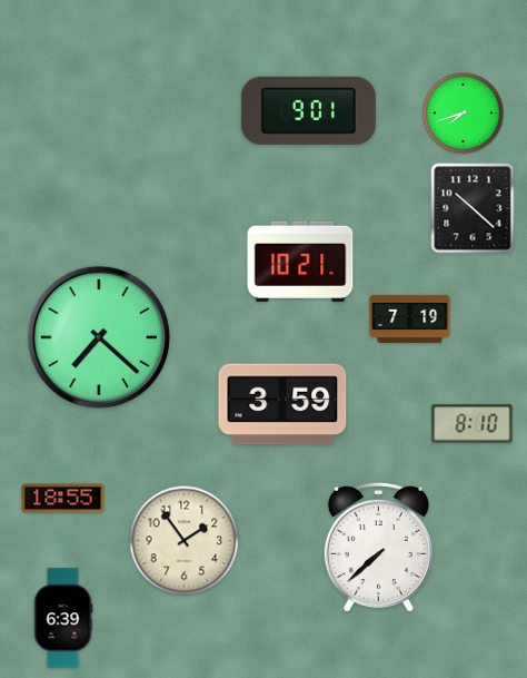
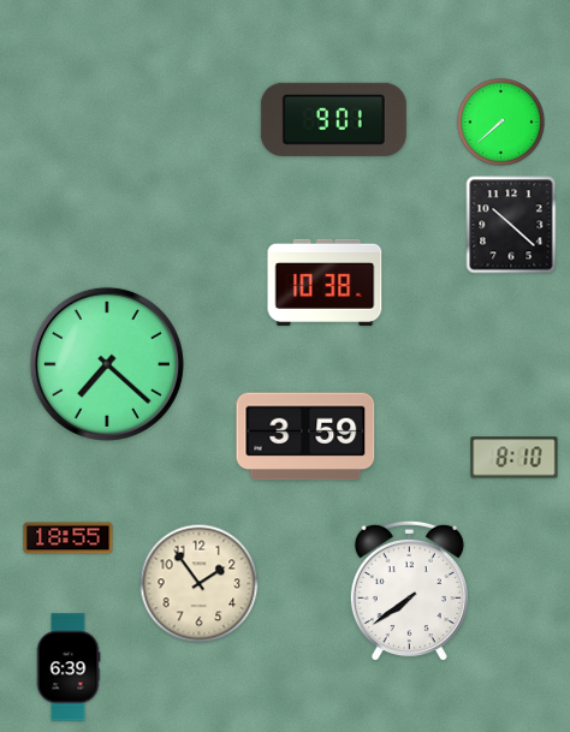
clock at (464, 114): 7:42 -> 7:38
clock at (300, 262): 10:21 -> 10:38
clock at (410, 318): 7:19 -> none
clock at (473, 424) position: (473, 424) -> (515, 458)
clock at (378, 548): 7:38 -> 7:39
